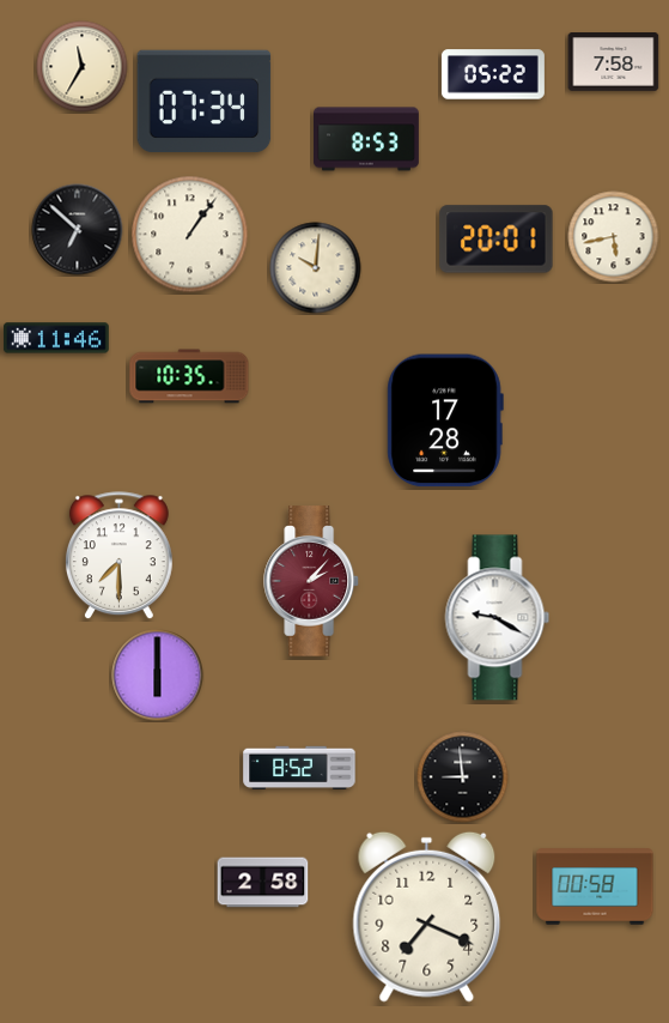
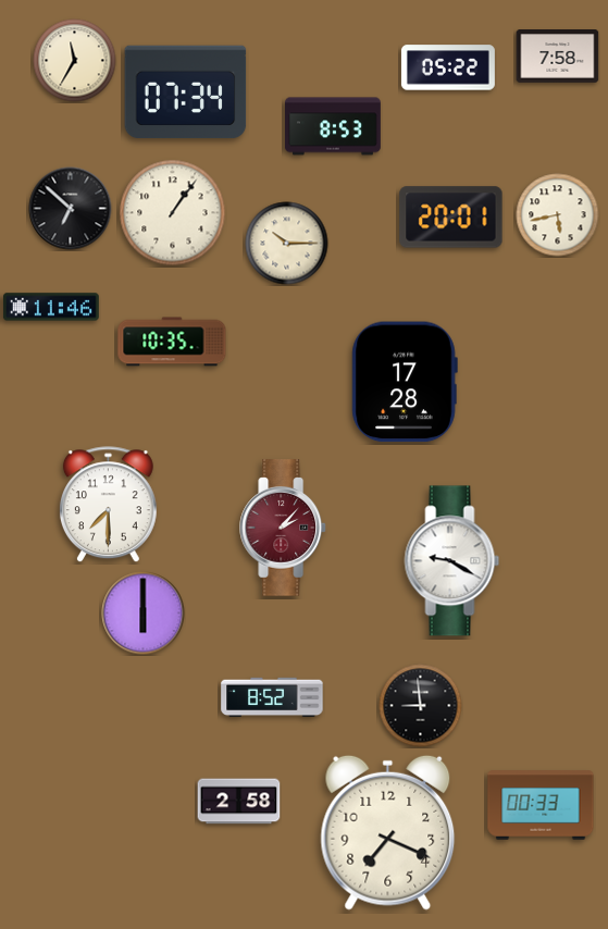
clock at (316, 268): 10:01 -> 10:15
clock at (595, 886): 00:58 -> 00:33
